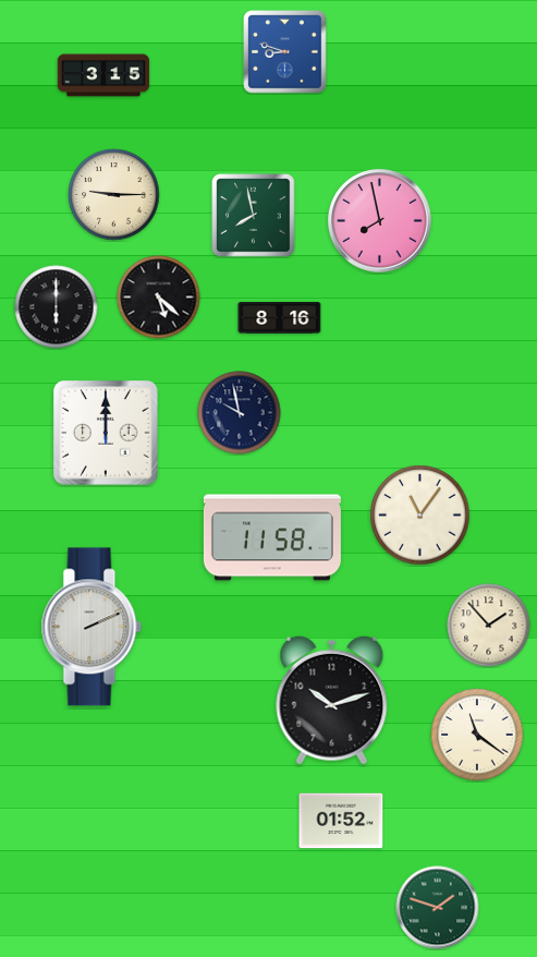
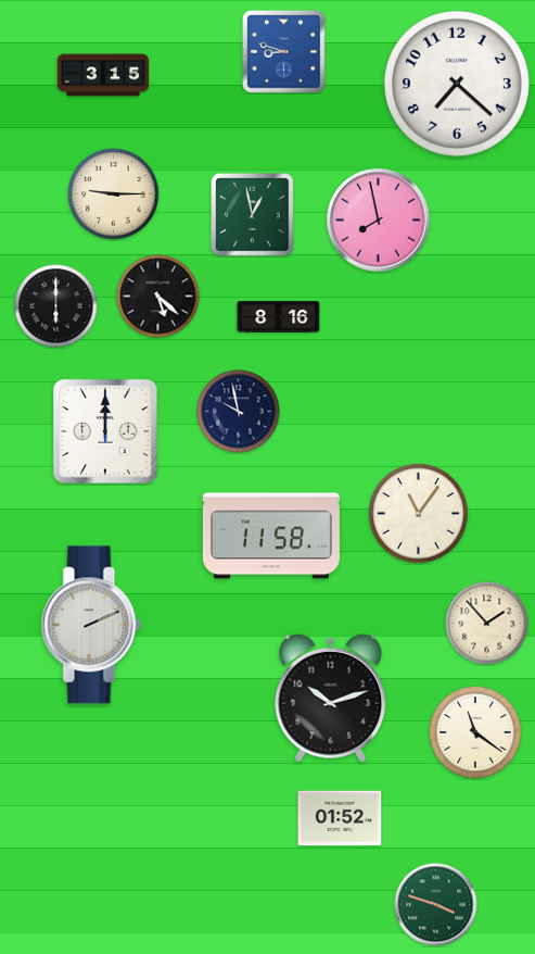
clock at (457, 84): none -> 7:22
clock at (254, 216): 7:58 -> 12:58
clock at (438, 908): 1:48 -> 3:48
